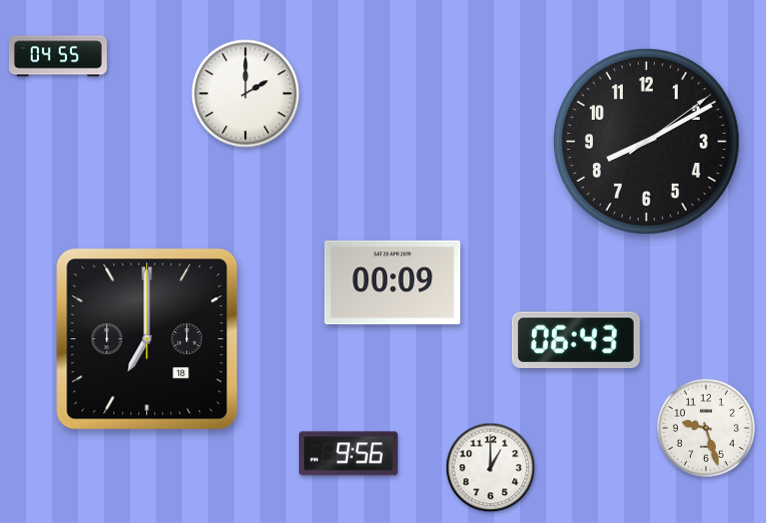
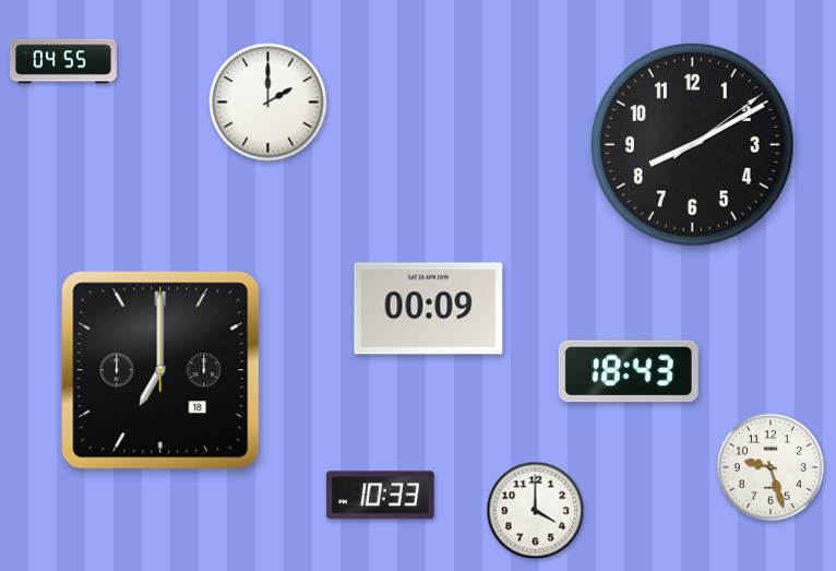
clock at (646, 141) position: (646, 141) -> (692, 144)
clock at (576, 340): 06:43 -> 18:43
clock at (348, 454): 9:56 -> 10:33
clock at (491, 468): 1:00 -> 4:00
